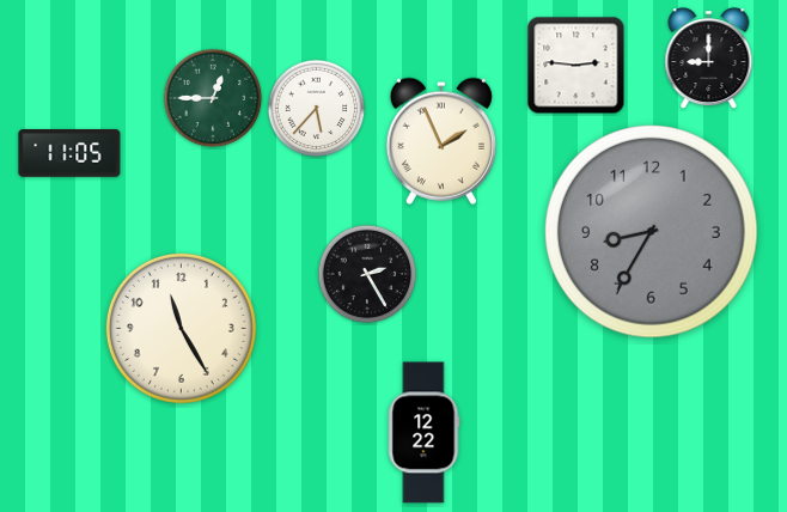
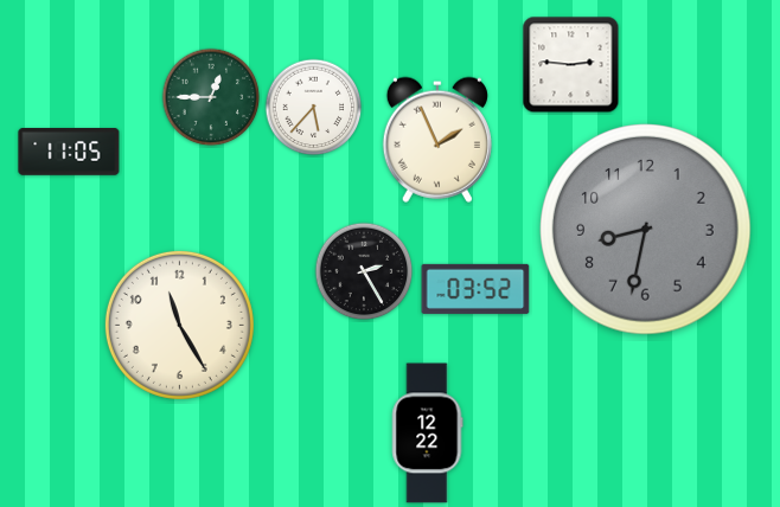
clock at (709, 59): 9:00 -> none
clock at (652, 232): 8:35 -> 8:32
clock at (475, 289): none -> 03:52
clock at (423, 433) position: (423, 433) -> (427, 434)
